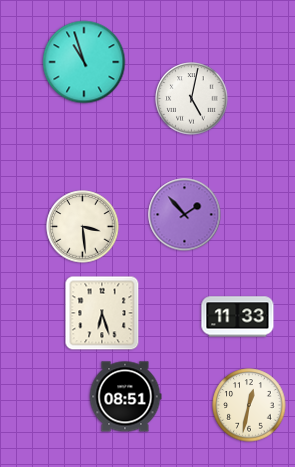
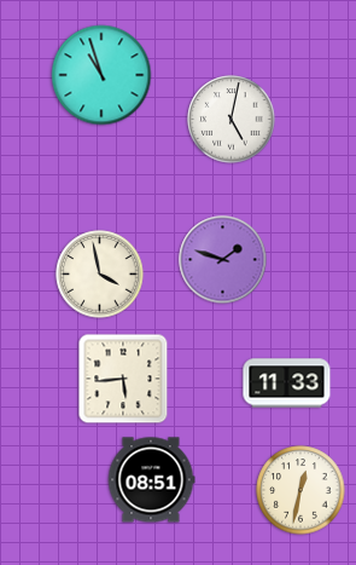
clock at (185, 215): 1:53 -> 1:48
clock at (83, 227): 3:29 -> 3:58
clock at (102, 313): 6:27 -> 5:44
